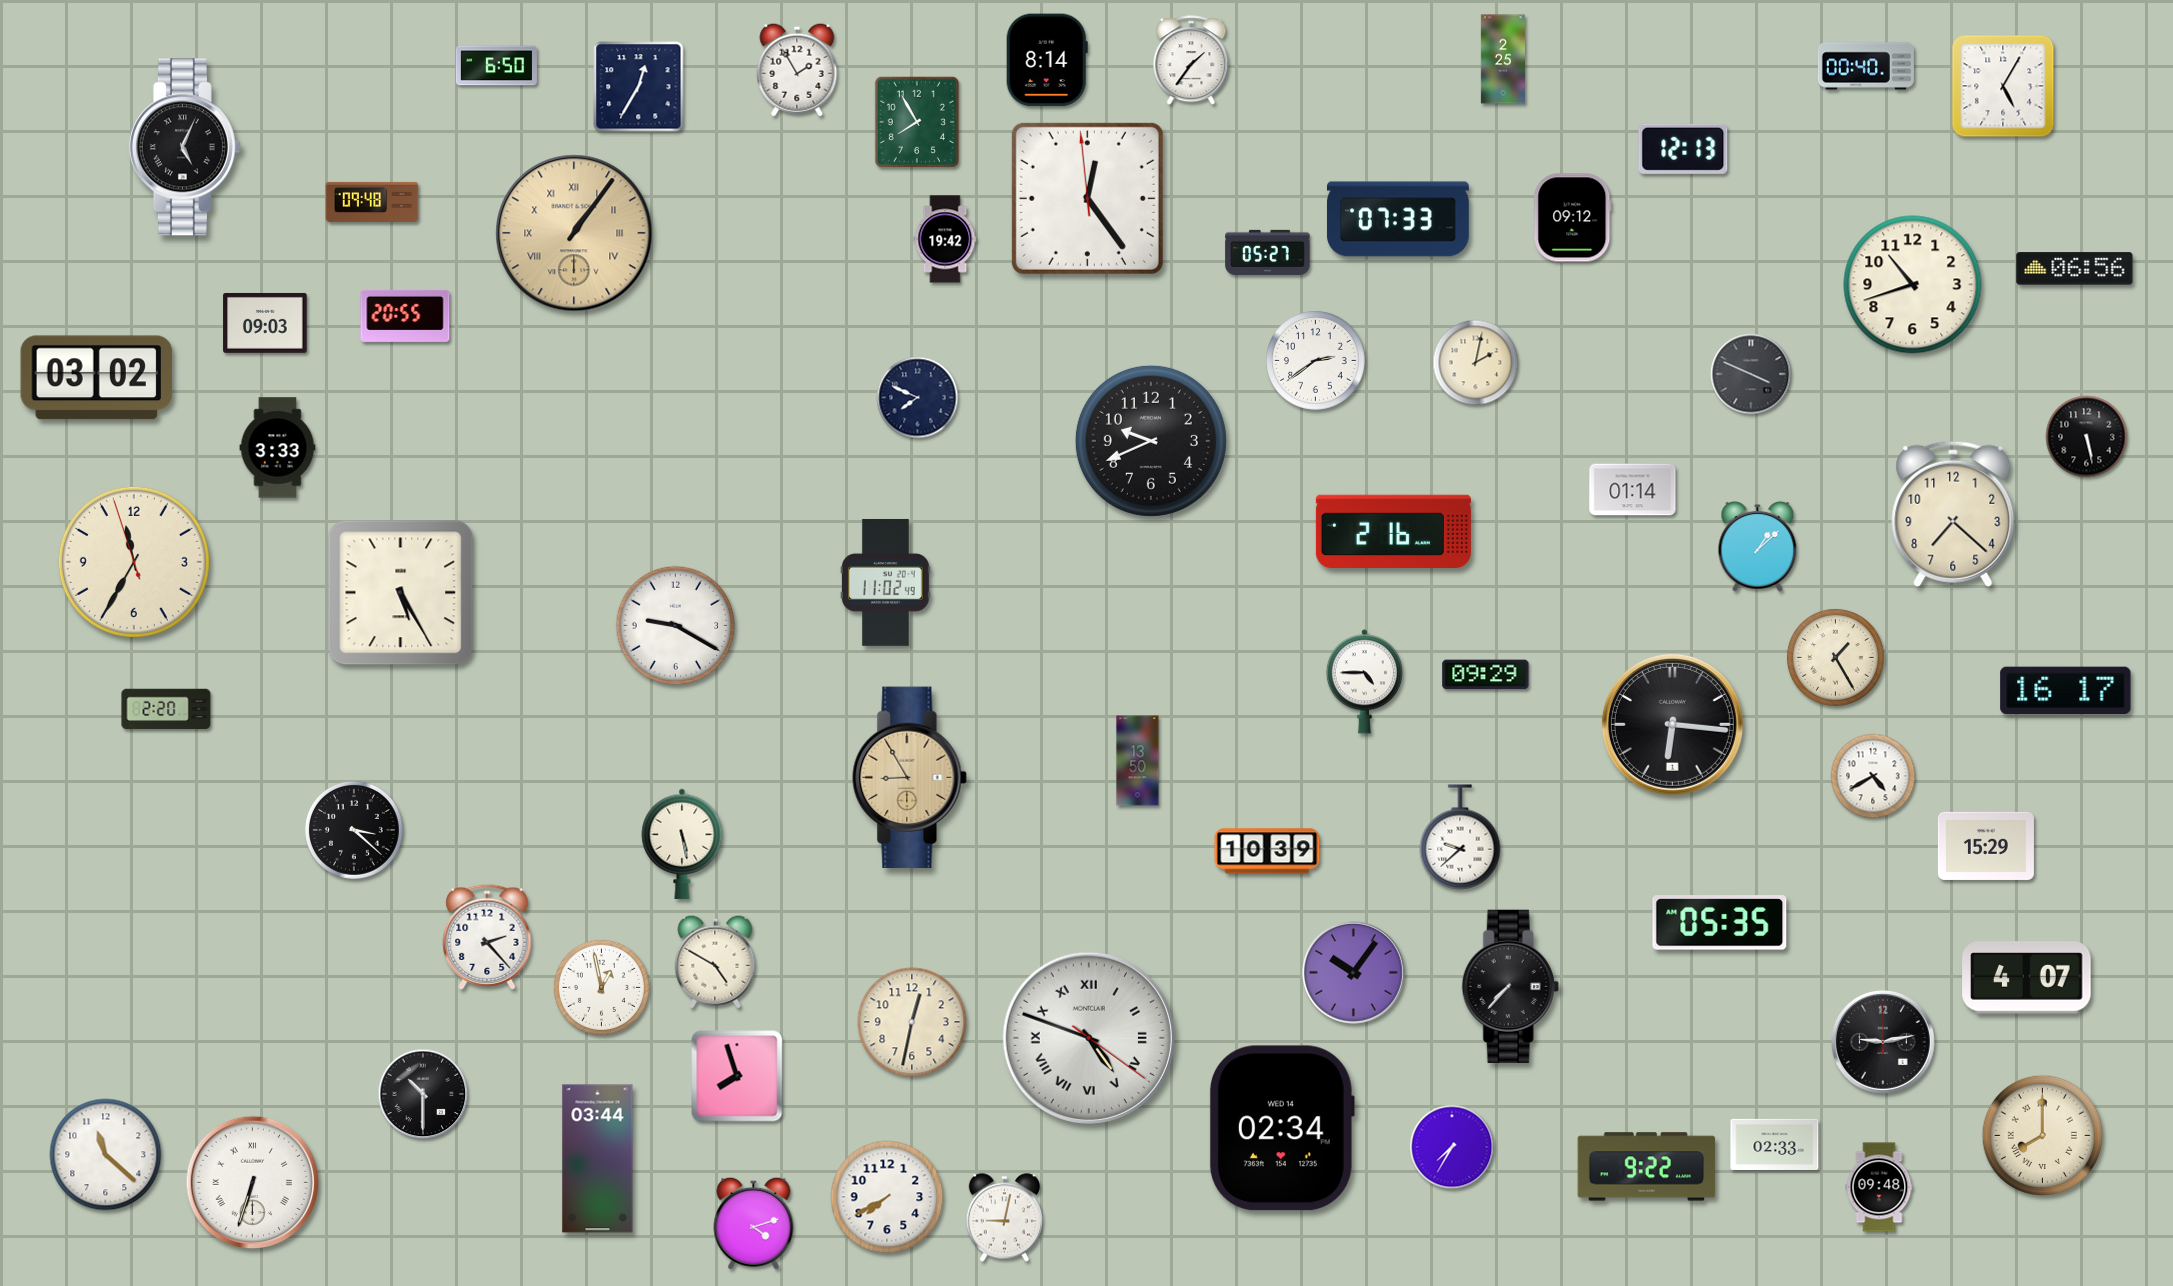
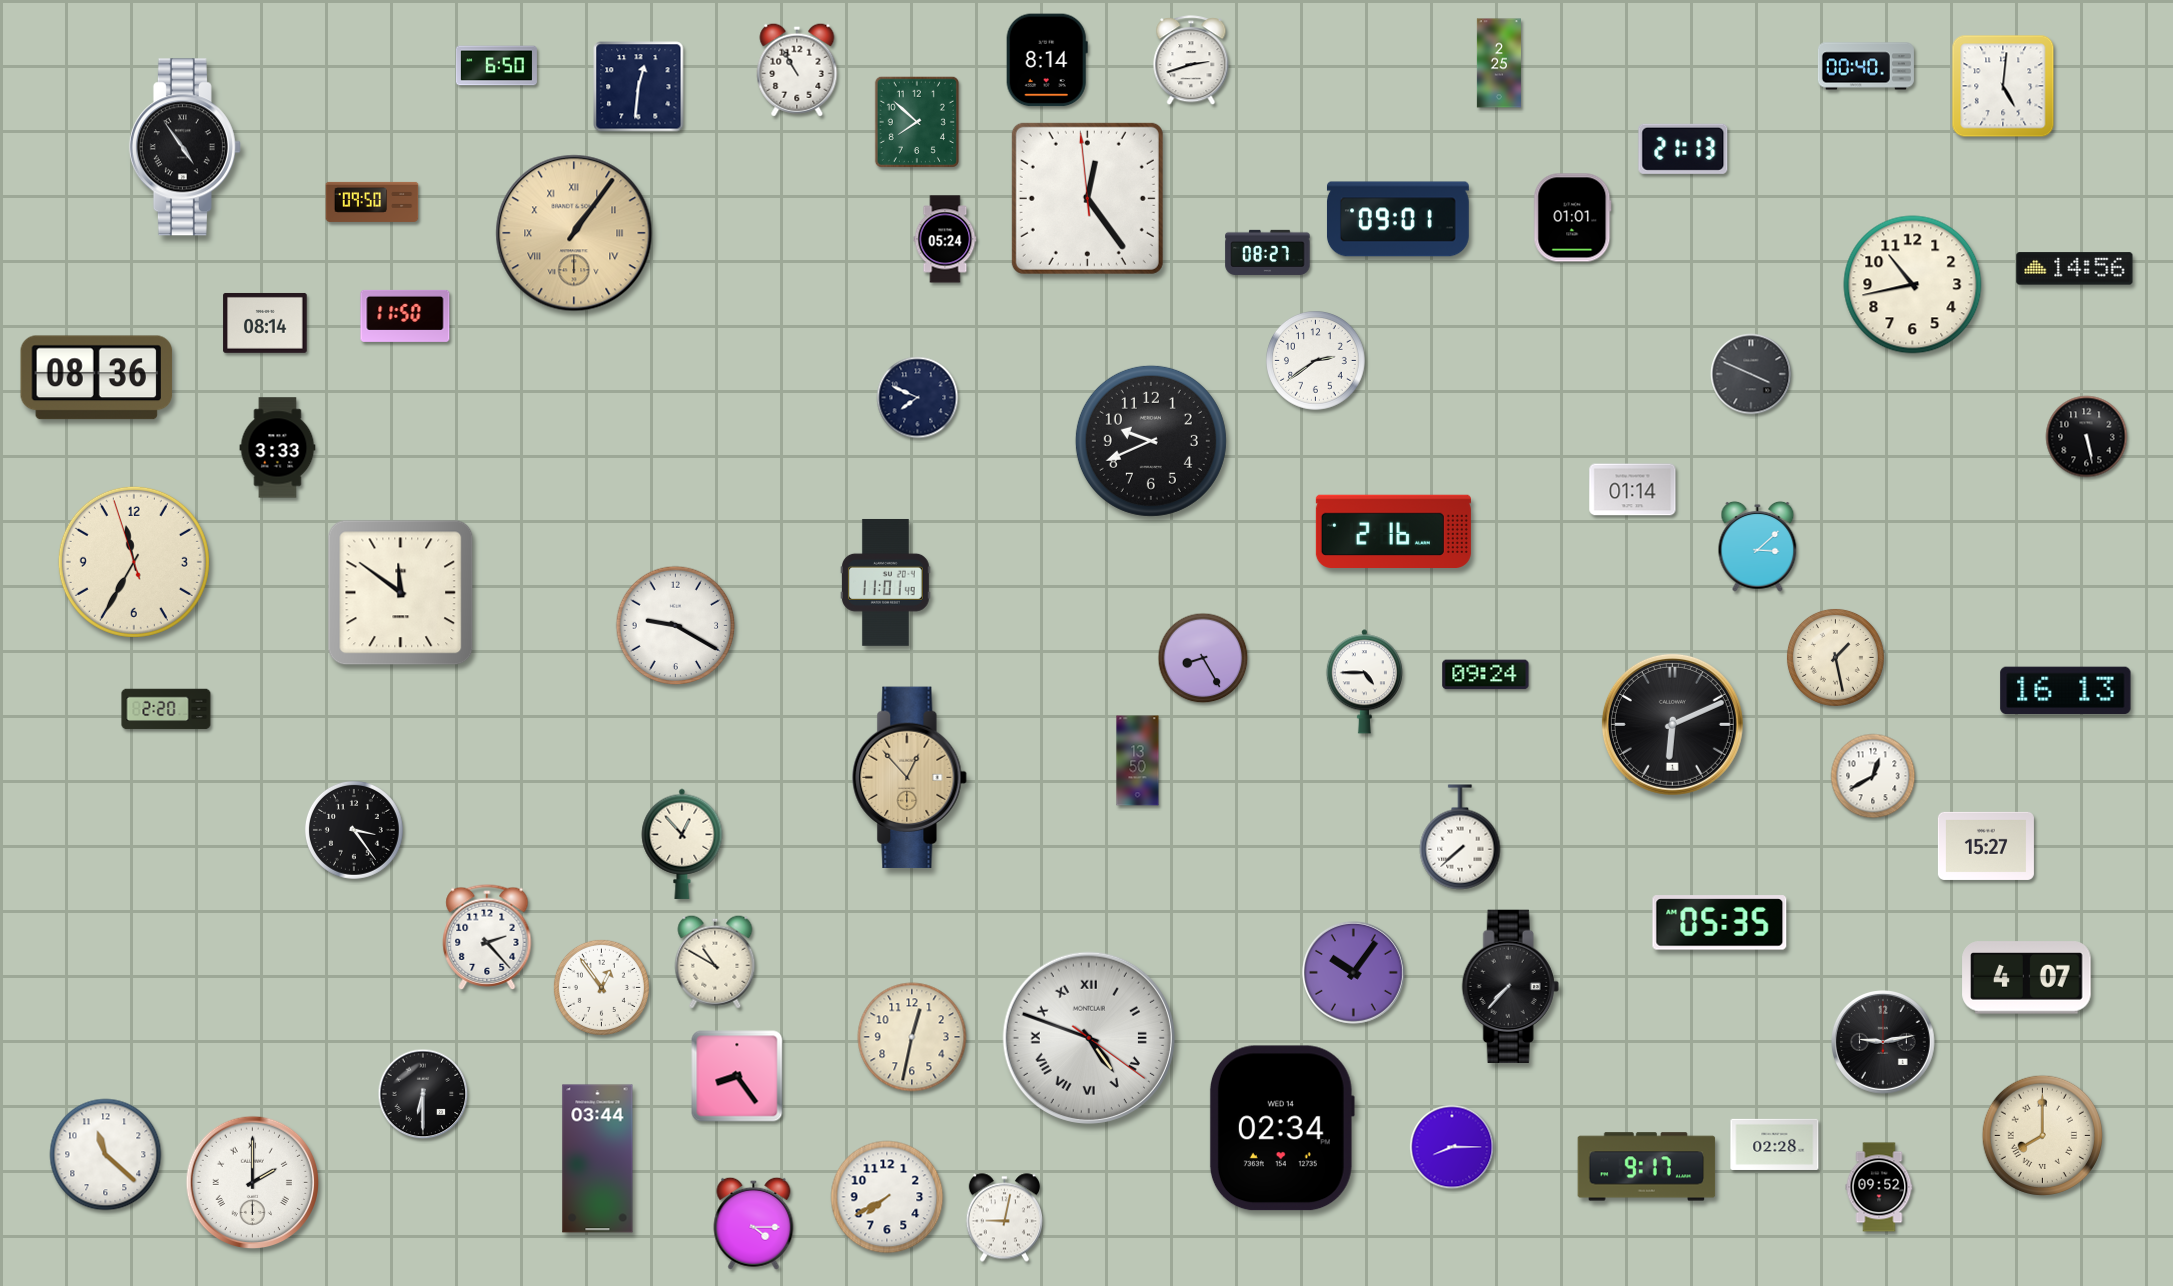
clock at (1503, 59) position: (1503, 59) -> (1499, 63)
clock at (1191, 61): 1:36 -> 2:42
clock at (797, 70): 1:55 -> 10:55
clock at (2003, 86): 5:05 -> 5:01
clock at (639, 87): 12:35 -> 12:31
clock at (917, 122): 7:55 -> 7:52
clock at (185, 147): 5:04 -> 4:54
clock at (1683, 149): 12:13 -> 21:13
clock at (372, 202): 09:48 -> 09:50
clock at (1573, 218): 09:12 -> 01:01
clock at (1398, 219): 07:33 -> 09:01
clock at (945, 239): 19:42 -> 05:24
clock at (1268, 252): 05:27 -> 08:27
clock at (2075, 269): 06:56 -> 14:56
clock at (1913, 285): 10:42 -> 10:43
clock at (405, 316): 20:55 -> 11:50
clock at (265, 323): 09:03 -> 08:14
clock at (1476, 363): 2:02 -> none
clock at (97, 378): 03:02 -> 08:36
clock at (1953, 514): 7:22 -> none
clock at (1758, 546): 1:08 -> 3:08
clock at (885, 582): 11:02 -> 11:01
clock at (401, 593): 5:25 -> 11:51
clock at (1835, 657): 1:25 -> 1:28
clock at (1203, 658): none -> 8:25
clock at (1486, 675): 09:29 -> 09:24
clock at (2066, 691): 16:17 -> 16:13
clock at (1672, 724): 6:16 -> 6:11
clock at (1873, 776): 4:40 -> 12:40
clock at (910, 778): 8:55 -> 12:53
clock at (354, 830): 3:22 -> 3:24
clock at (1460, 837): 9:38 -> 7:38
clock at (682, 844): 5:28 -> 12:53
clock at (1986, 846): 15:29 -> 15:27
clock at (1267, 851): 10:39 -> none
clock at (715, 962): 4:50 -> 10:50
clock at (601, 987): 12:58 -> 12:54
clock at (912, 1022) position: (912, 1022) -> (912, 1037)
clock at (737, 1076): 7:57 -> 8:24
clock at (423, 1094): 10:30 -> 6:30
clock at (1775, 1144): 02:33 -> 02:28
clock at (1452, 1147): 7:35 -> 8:15
clock at (1647, 1167): 9:22 -> 9:17
clock at (252, 1182): 6:33 -> 2:00
clock at (1879, 1187): 09:48 -> 09:52
clock at (754, 1223): 4:12 -> 4:15
